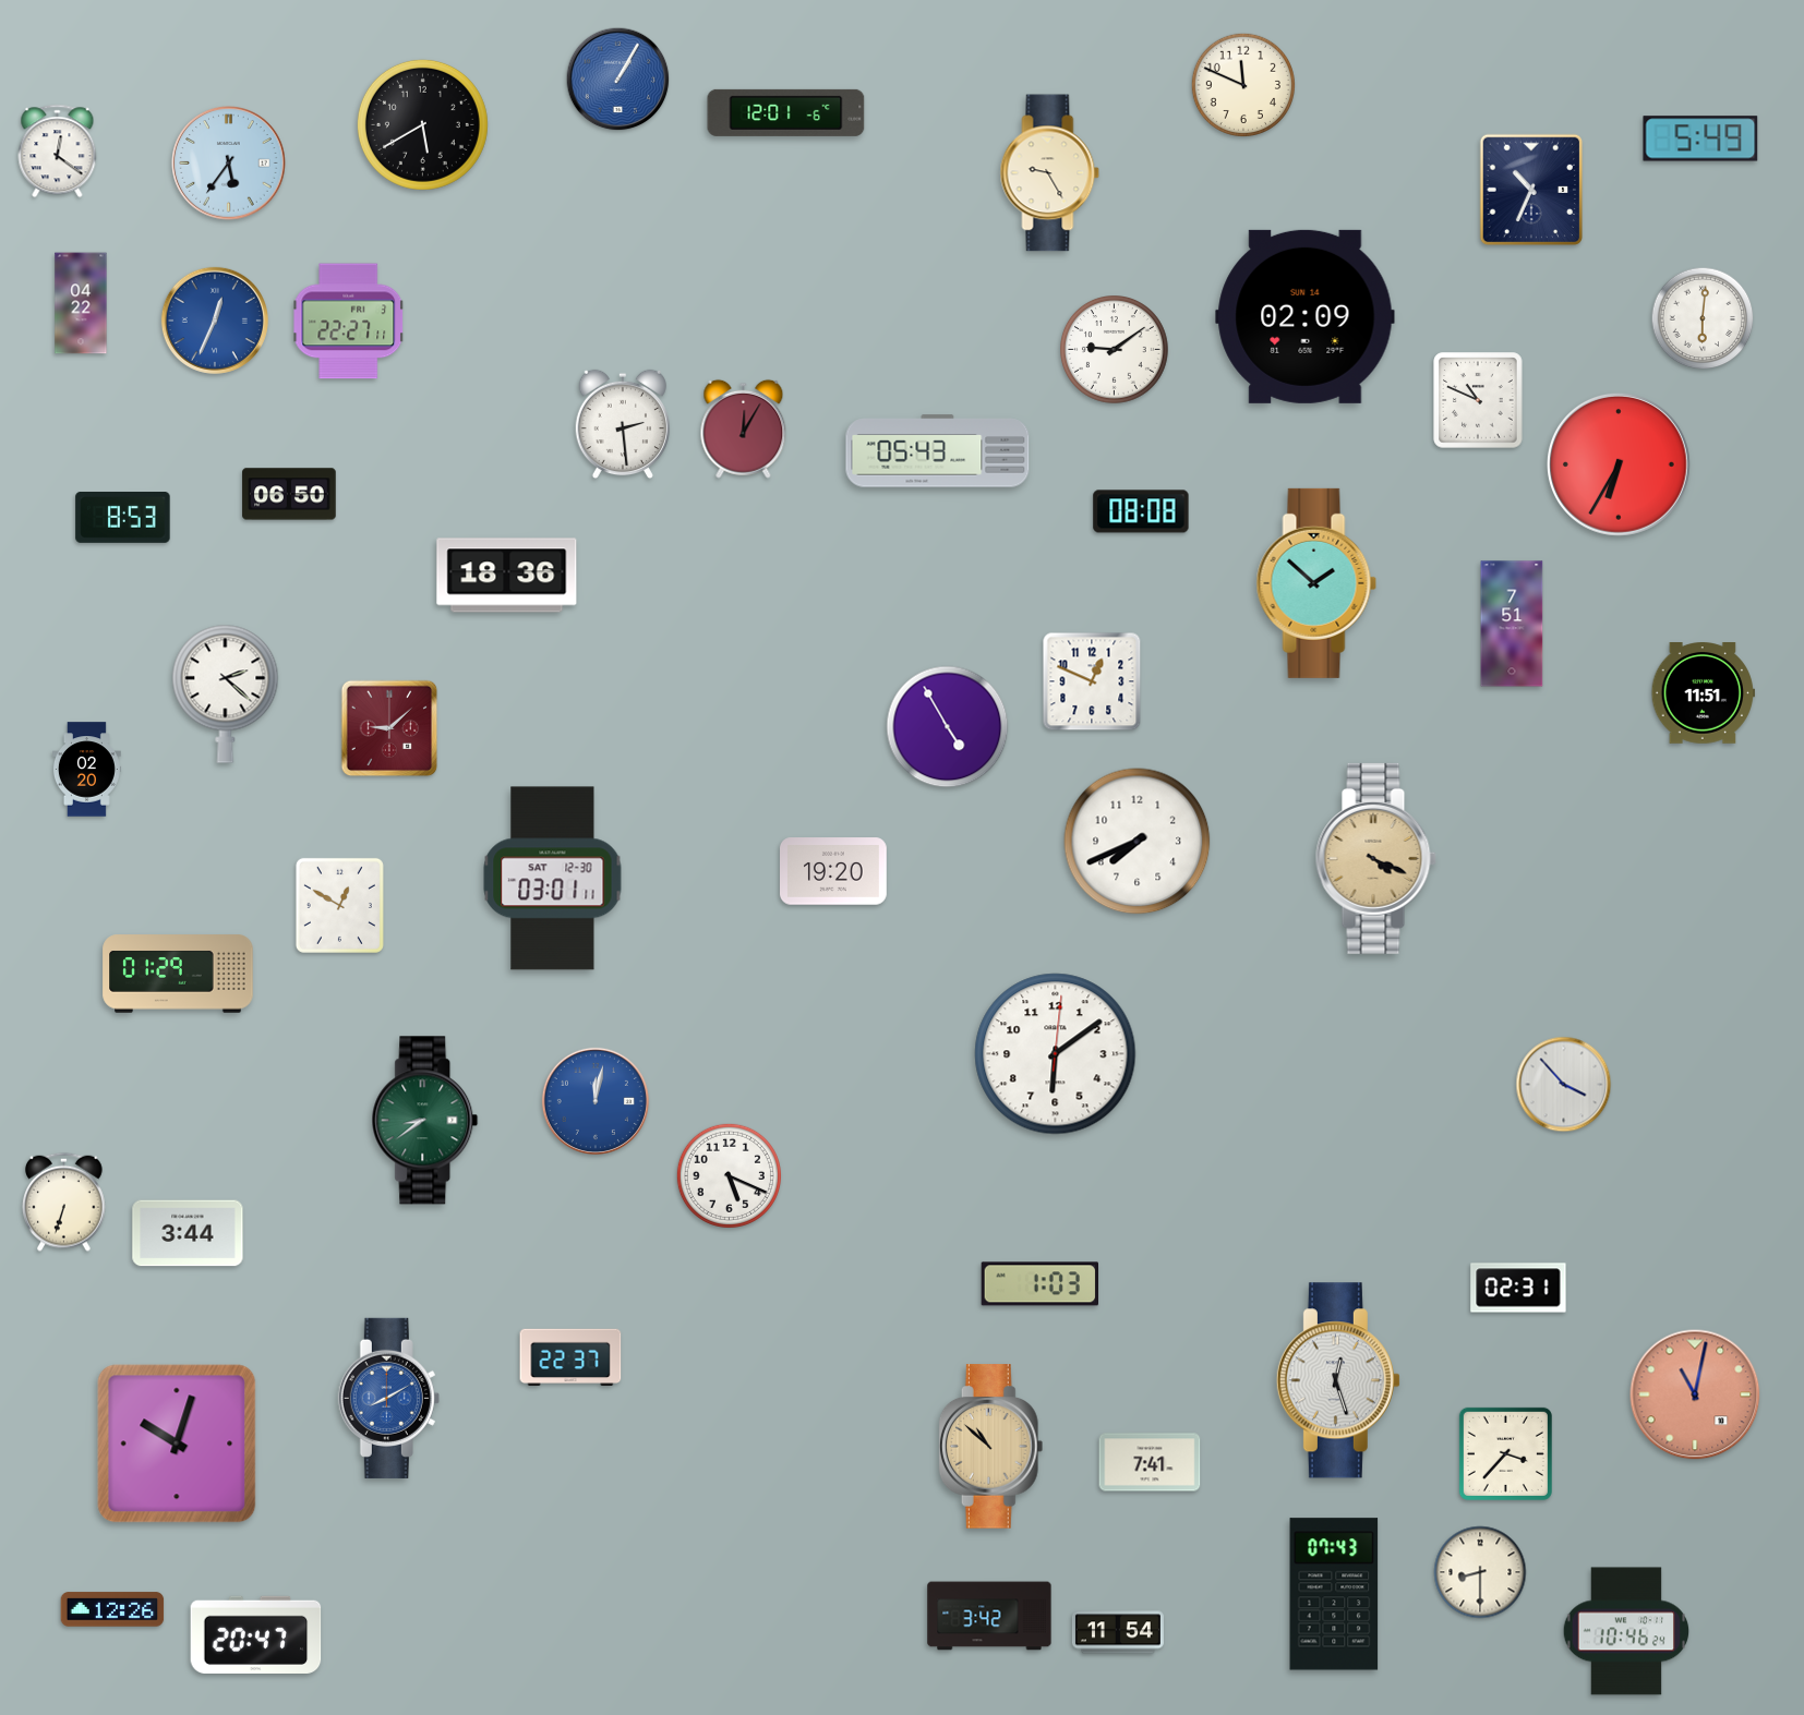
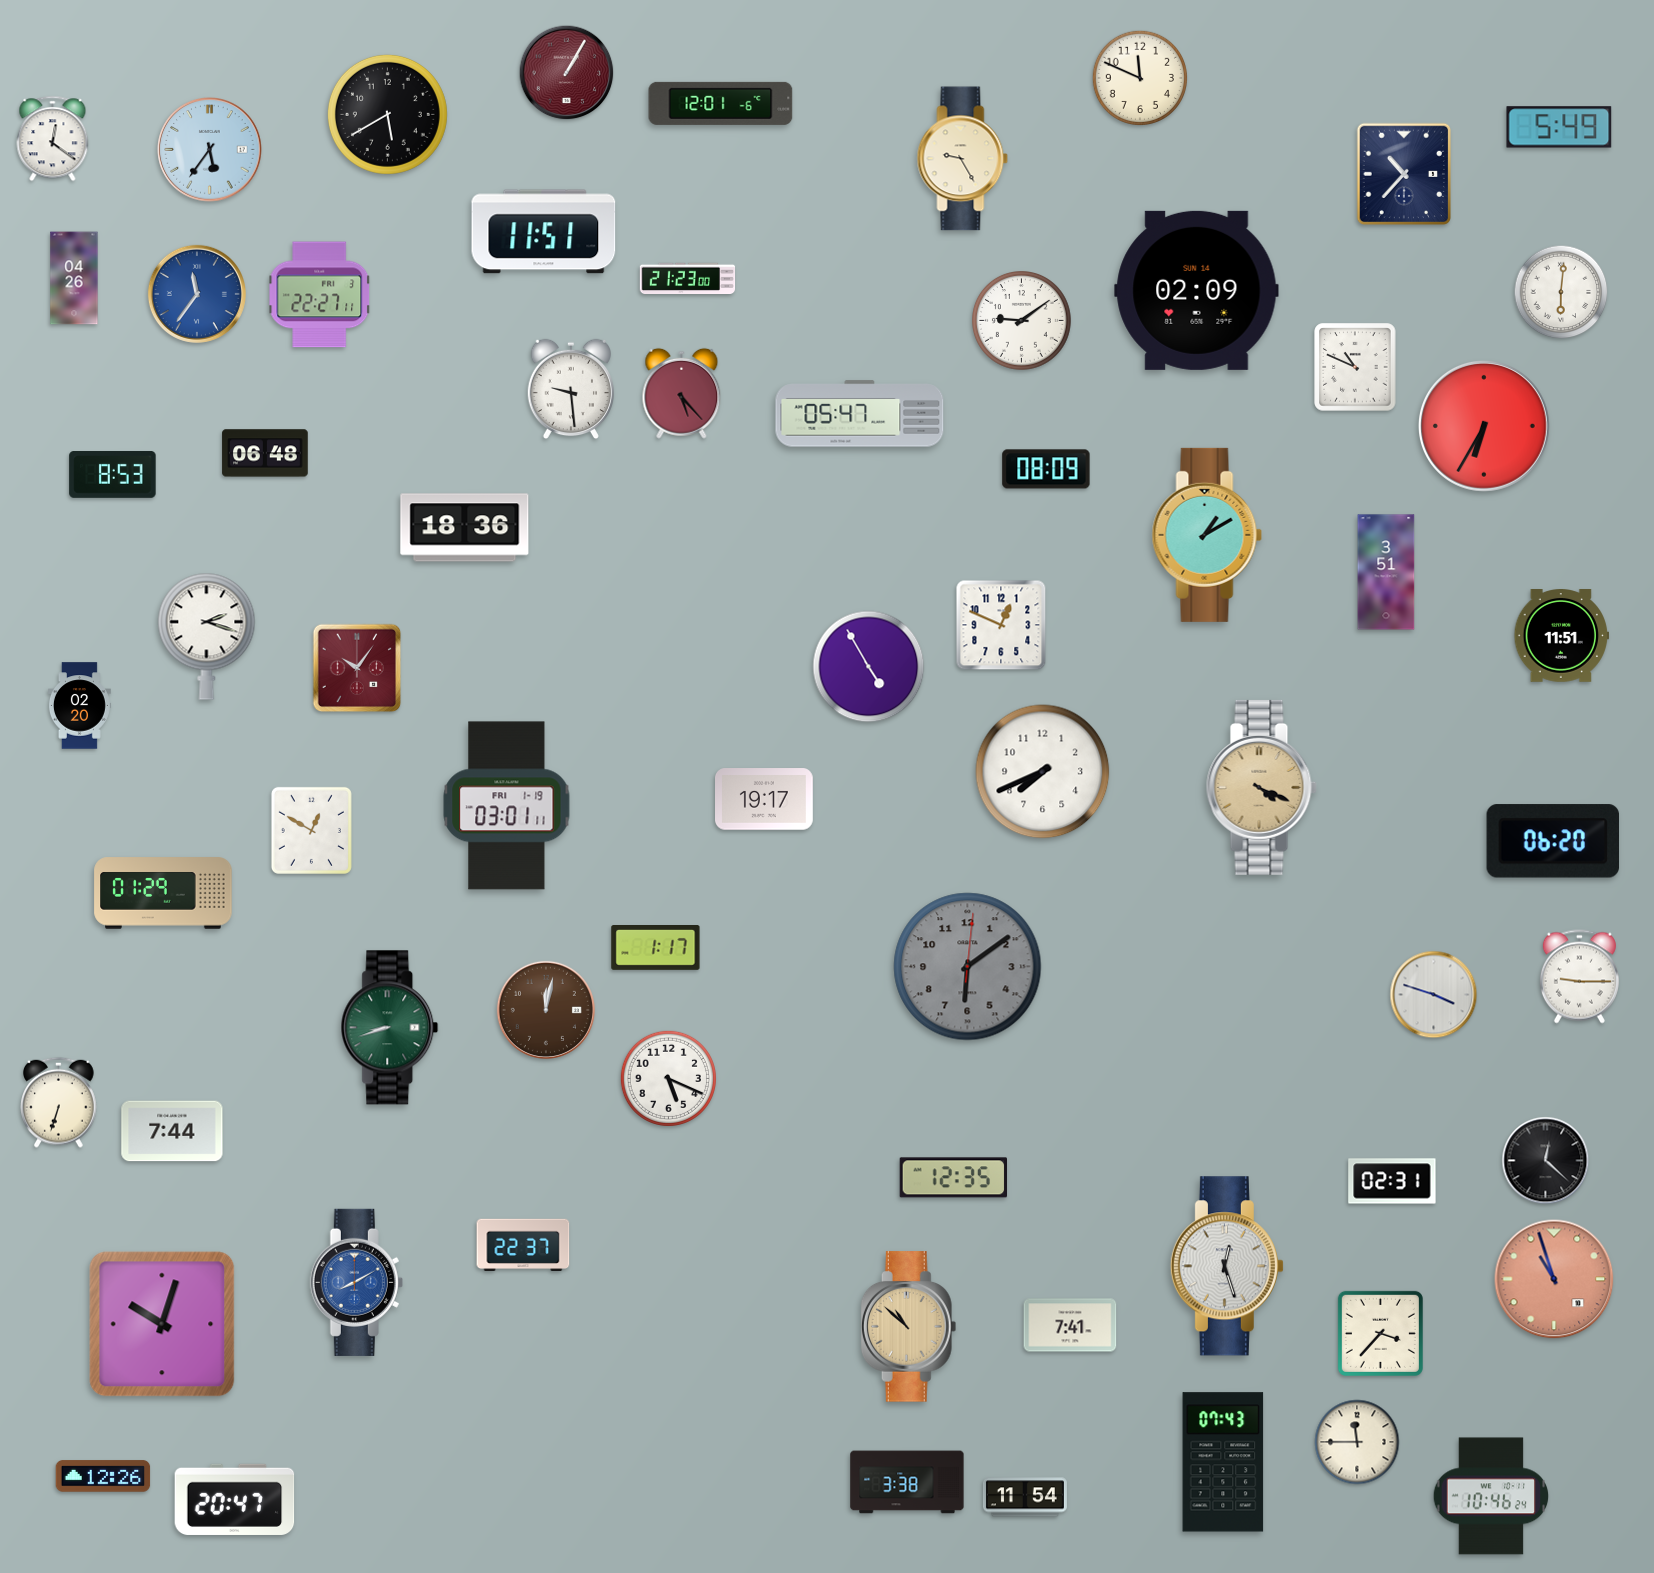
clock at (618, 80) dial: blue -> burgundy
clock at (1530, 189): 10:34 -> 10:37
clock at (544, 232): none -> 11:51
clock at (81, 303): 04:22 -> 04:26
clock at (688, 278): none -> 21:23
clock at (215, 321): 12:34 -> 11:36
clock at (623, 424): 2:29 -> 9:29
clock at (744, 428): 12:05 -> 5:23
clock at (938, 451): 05:43 -> 05:47
clock at (289, 494): 06:50 -> 06:48
clock at (1141, 511): 08:08 -> 08:09
clock at (1316, 583): 1:52 -> 1:10
clock at (1512, 624): 7:51 -> 3:51
clock at (226, 693): 2:22 -> 2:18
clock at (389, 728): 9:08 -> 10:06
clock at (834, 871): 19:20 -> 19:17
clock at (553, 879) date: SAT 12-30 -> FRI 1-19
clock at (1552, 841): none -> 06:20
clock at (656, 948): none -> 1:17
clock at (1056, 1054) dial: white -> grey
clock at (1579, 977): none -> 9:15
clock at (1564, 1085): 3:53 -> 3:48
clock at (596, 1101) dial: blue -> brown
clock at (425, 1121): 8:39 -> 8:42
clock at (188, 1233): 3:44 -> 7:44
clock at (1546, 1161): none -> 12:22
clock at (1039, 1284): 1:03 -> 12:35
clock at (1695, 1394): 11:02 -> 10:57
clock at (1150, 1462) position: (1150, 1462) -> (1070, 1325)
clock at (1480, 1572): 8:30 -> 11:45
clock at (989, 1616): 3:42 -> 3:38
